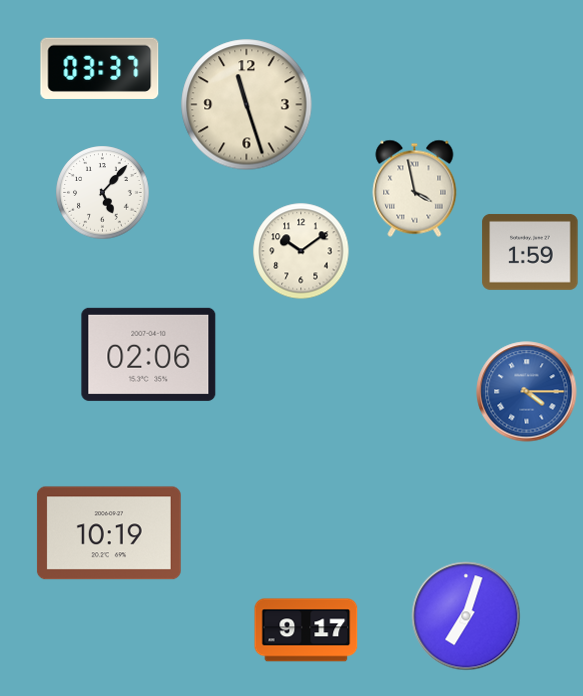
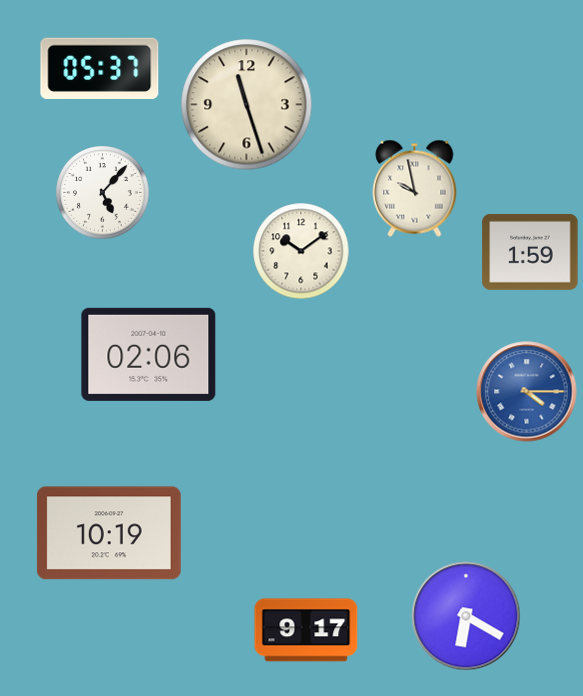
clock at (100, 68): 03:37 -> 05:37
clock at (415, 188): 3:58 -> 9:58
clock at (466, 616): 7:03 -> 6:20
